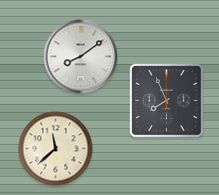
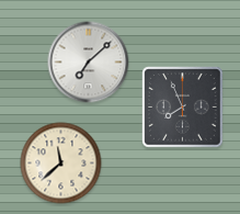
clock at (81, 57): 8:09 -> 7:08
clock at (167, 101) position: (167, 101) -> (183, 108)
